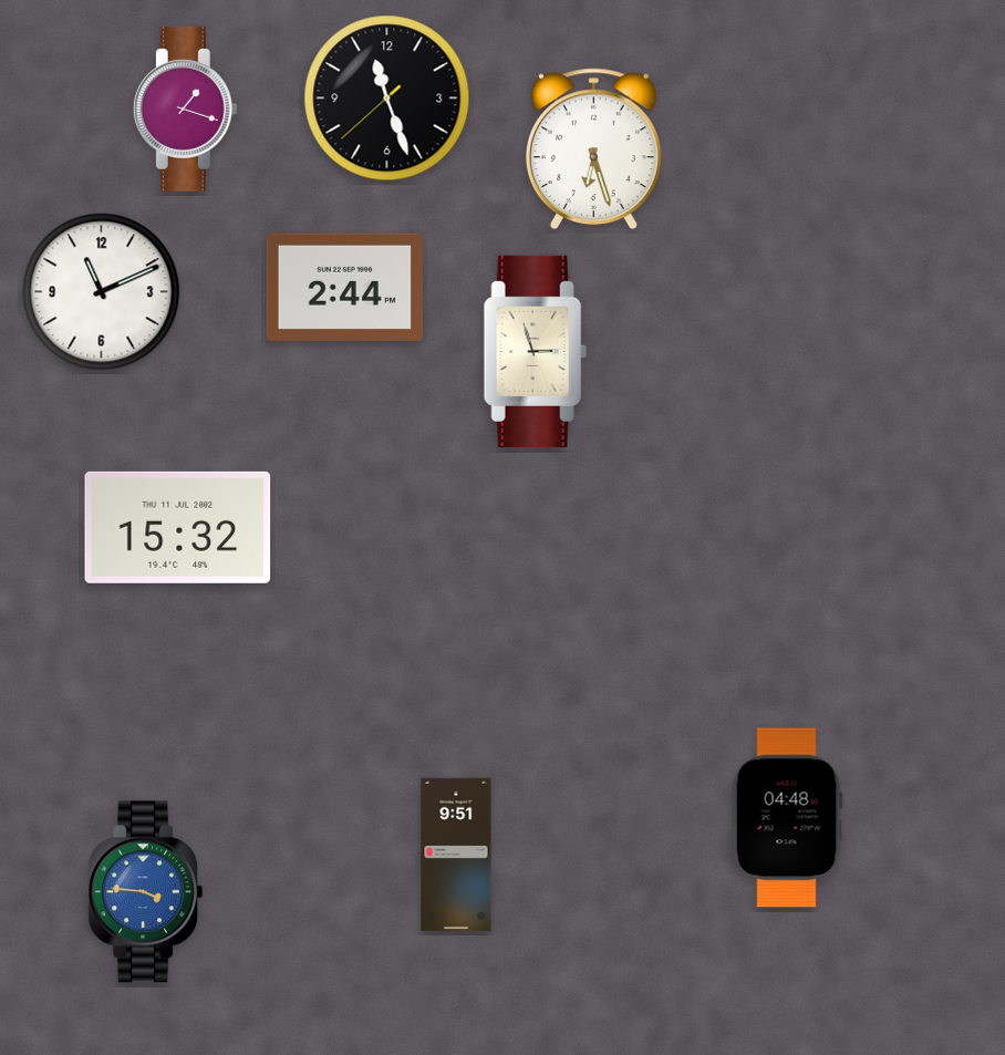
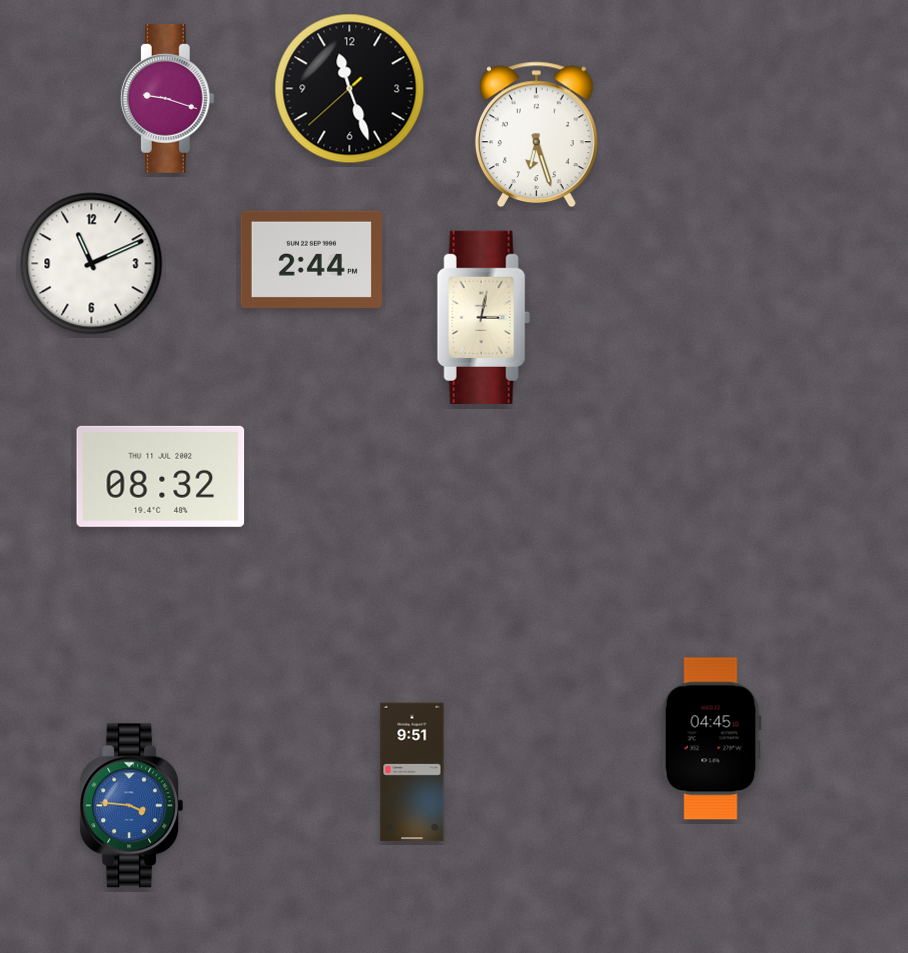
clock at (185, 110): 1:18 -> 9:18
clock at (535, 351): 2:57 -> 3:02
clock at (178, 527): 15:32 -> 08:32
clock at (787, 818): 04:48 -> 04:45
